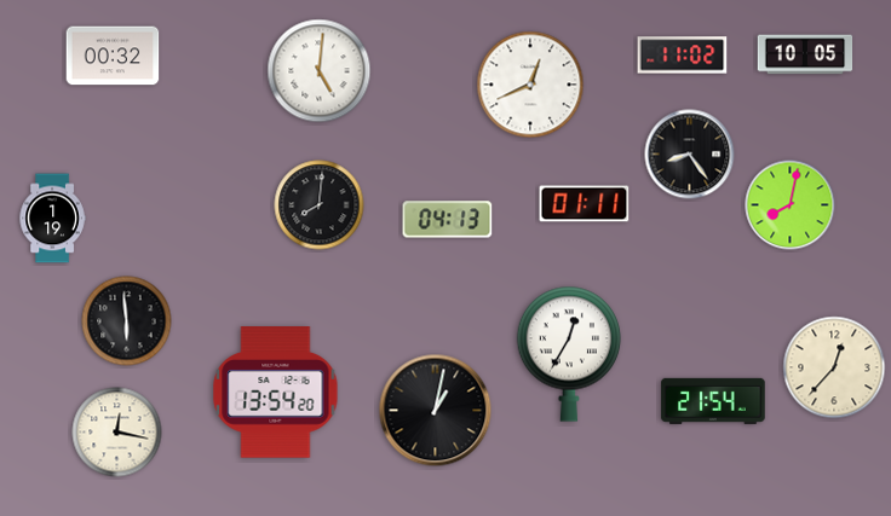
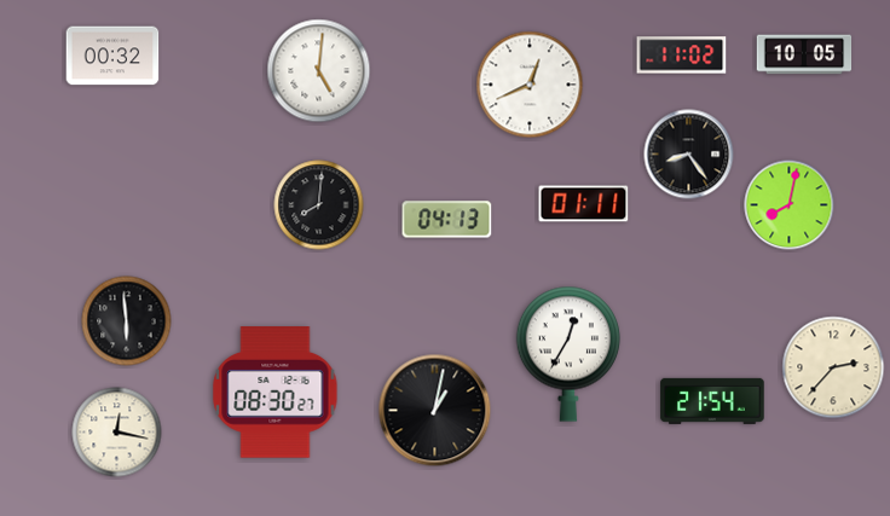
clock at (52, 219): 1:19 -> none
clock at (834, 367): 12:37 -> 2:37
clock at (276, 393): 13:54 -> 08:30
